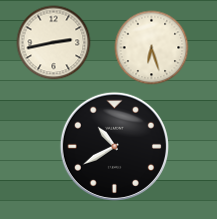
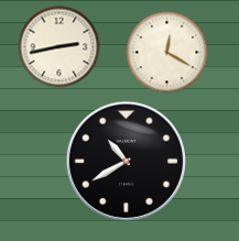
clock at (152, 48): 6:27 -> 12:20
